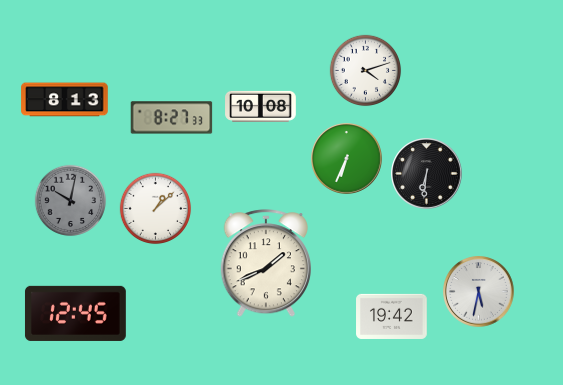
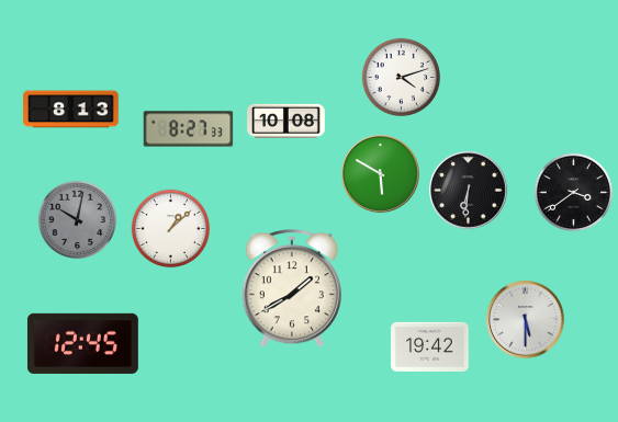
clock at (261, 106) position: (261, 106) -> (286, 121)
clock at (347, 159): 6:34 -> 5:50
clock at (574, 193): none -> 3:39
clock at (265, 264): 1:41 -> 1:40
clock at (479, 292): 5:32 -> 5:30
